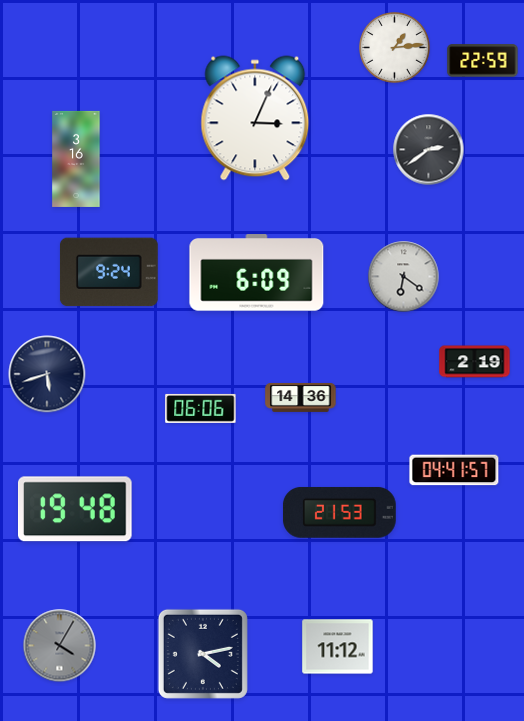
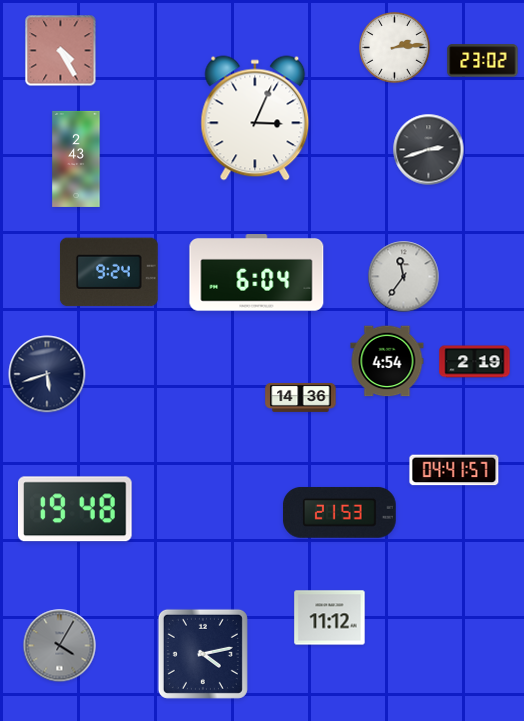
clock at (395, 48): 1:14 -> 2:14
clock at (61, 51): none -> 4:25
clock at (483, 61): 22:59 -> 23:02
clock at (429, 150): 2:39 -> 2:42
clock at (76, 159): 3:16 -> 2:43
clock at (257, 273): 6:09 -> 6:04
clock at (404, 277): 6:21 -> 11:36
clock at (387, 361): none -> 4:54
clock at (201, 408): 06:06 -> none
clock at (338, 647) position: (338, 647) -> (330, 618)
